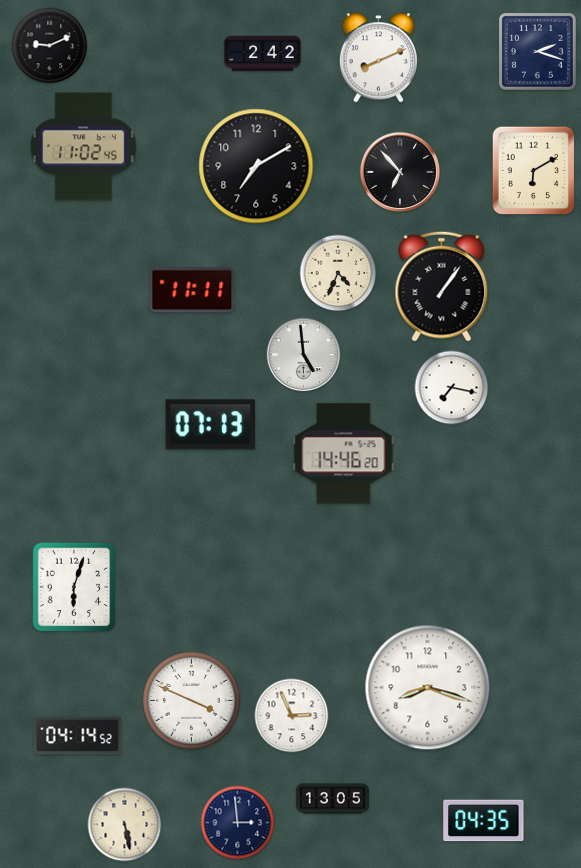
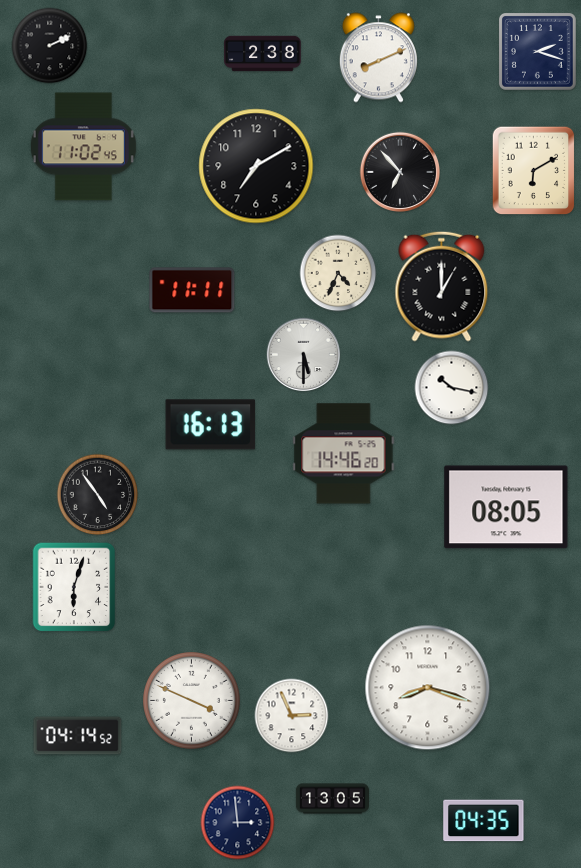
clock at (50, 46): 9:11 -> 2:11
clock at (263, 54): 2:42 -> 2:38
clock at (442, 286): 1:06 -> 1:00
clock at (304, 355): 4:59 -> 5:30
clock at (452, 388): 7:17 -> 10:17
clock at (211, 425): 07:13 -> 16:13
clock at (98, 495): none -> 4:54
clock at (506, 507): none -> 08:05
clock at (125, 825): 5:28 -> none
